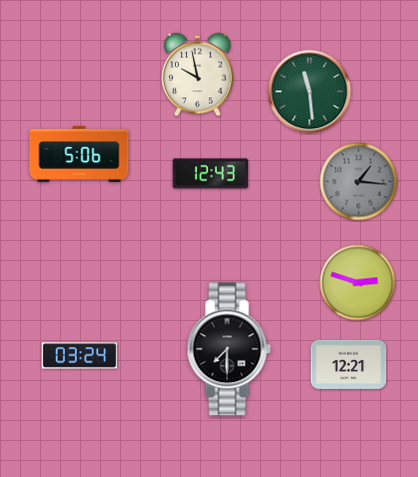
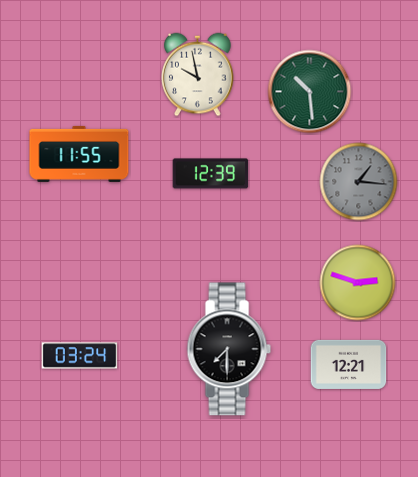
clock at (310, 92): 11:29 -> 10:29
clock at (79, 154): 5:06 -> 11:55
clock at (211, 174): 12:43 -> 12:39
